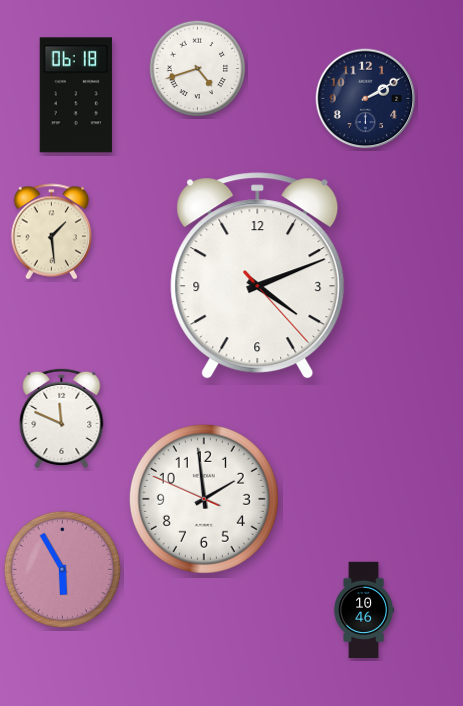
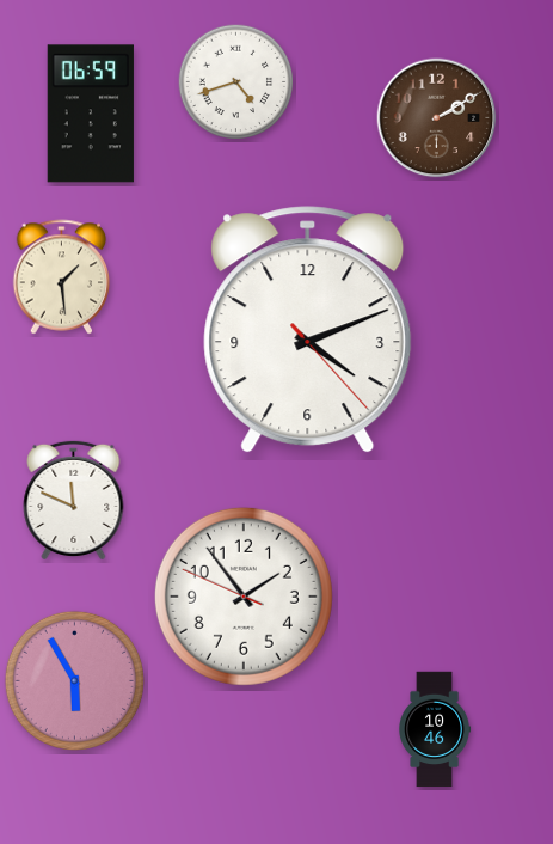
clock at (76, 95): 06:18 -> 06:59
clock at (366, 99) dial: navy -> brown
clock at (204, 499): 1:58 -> 1:53
